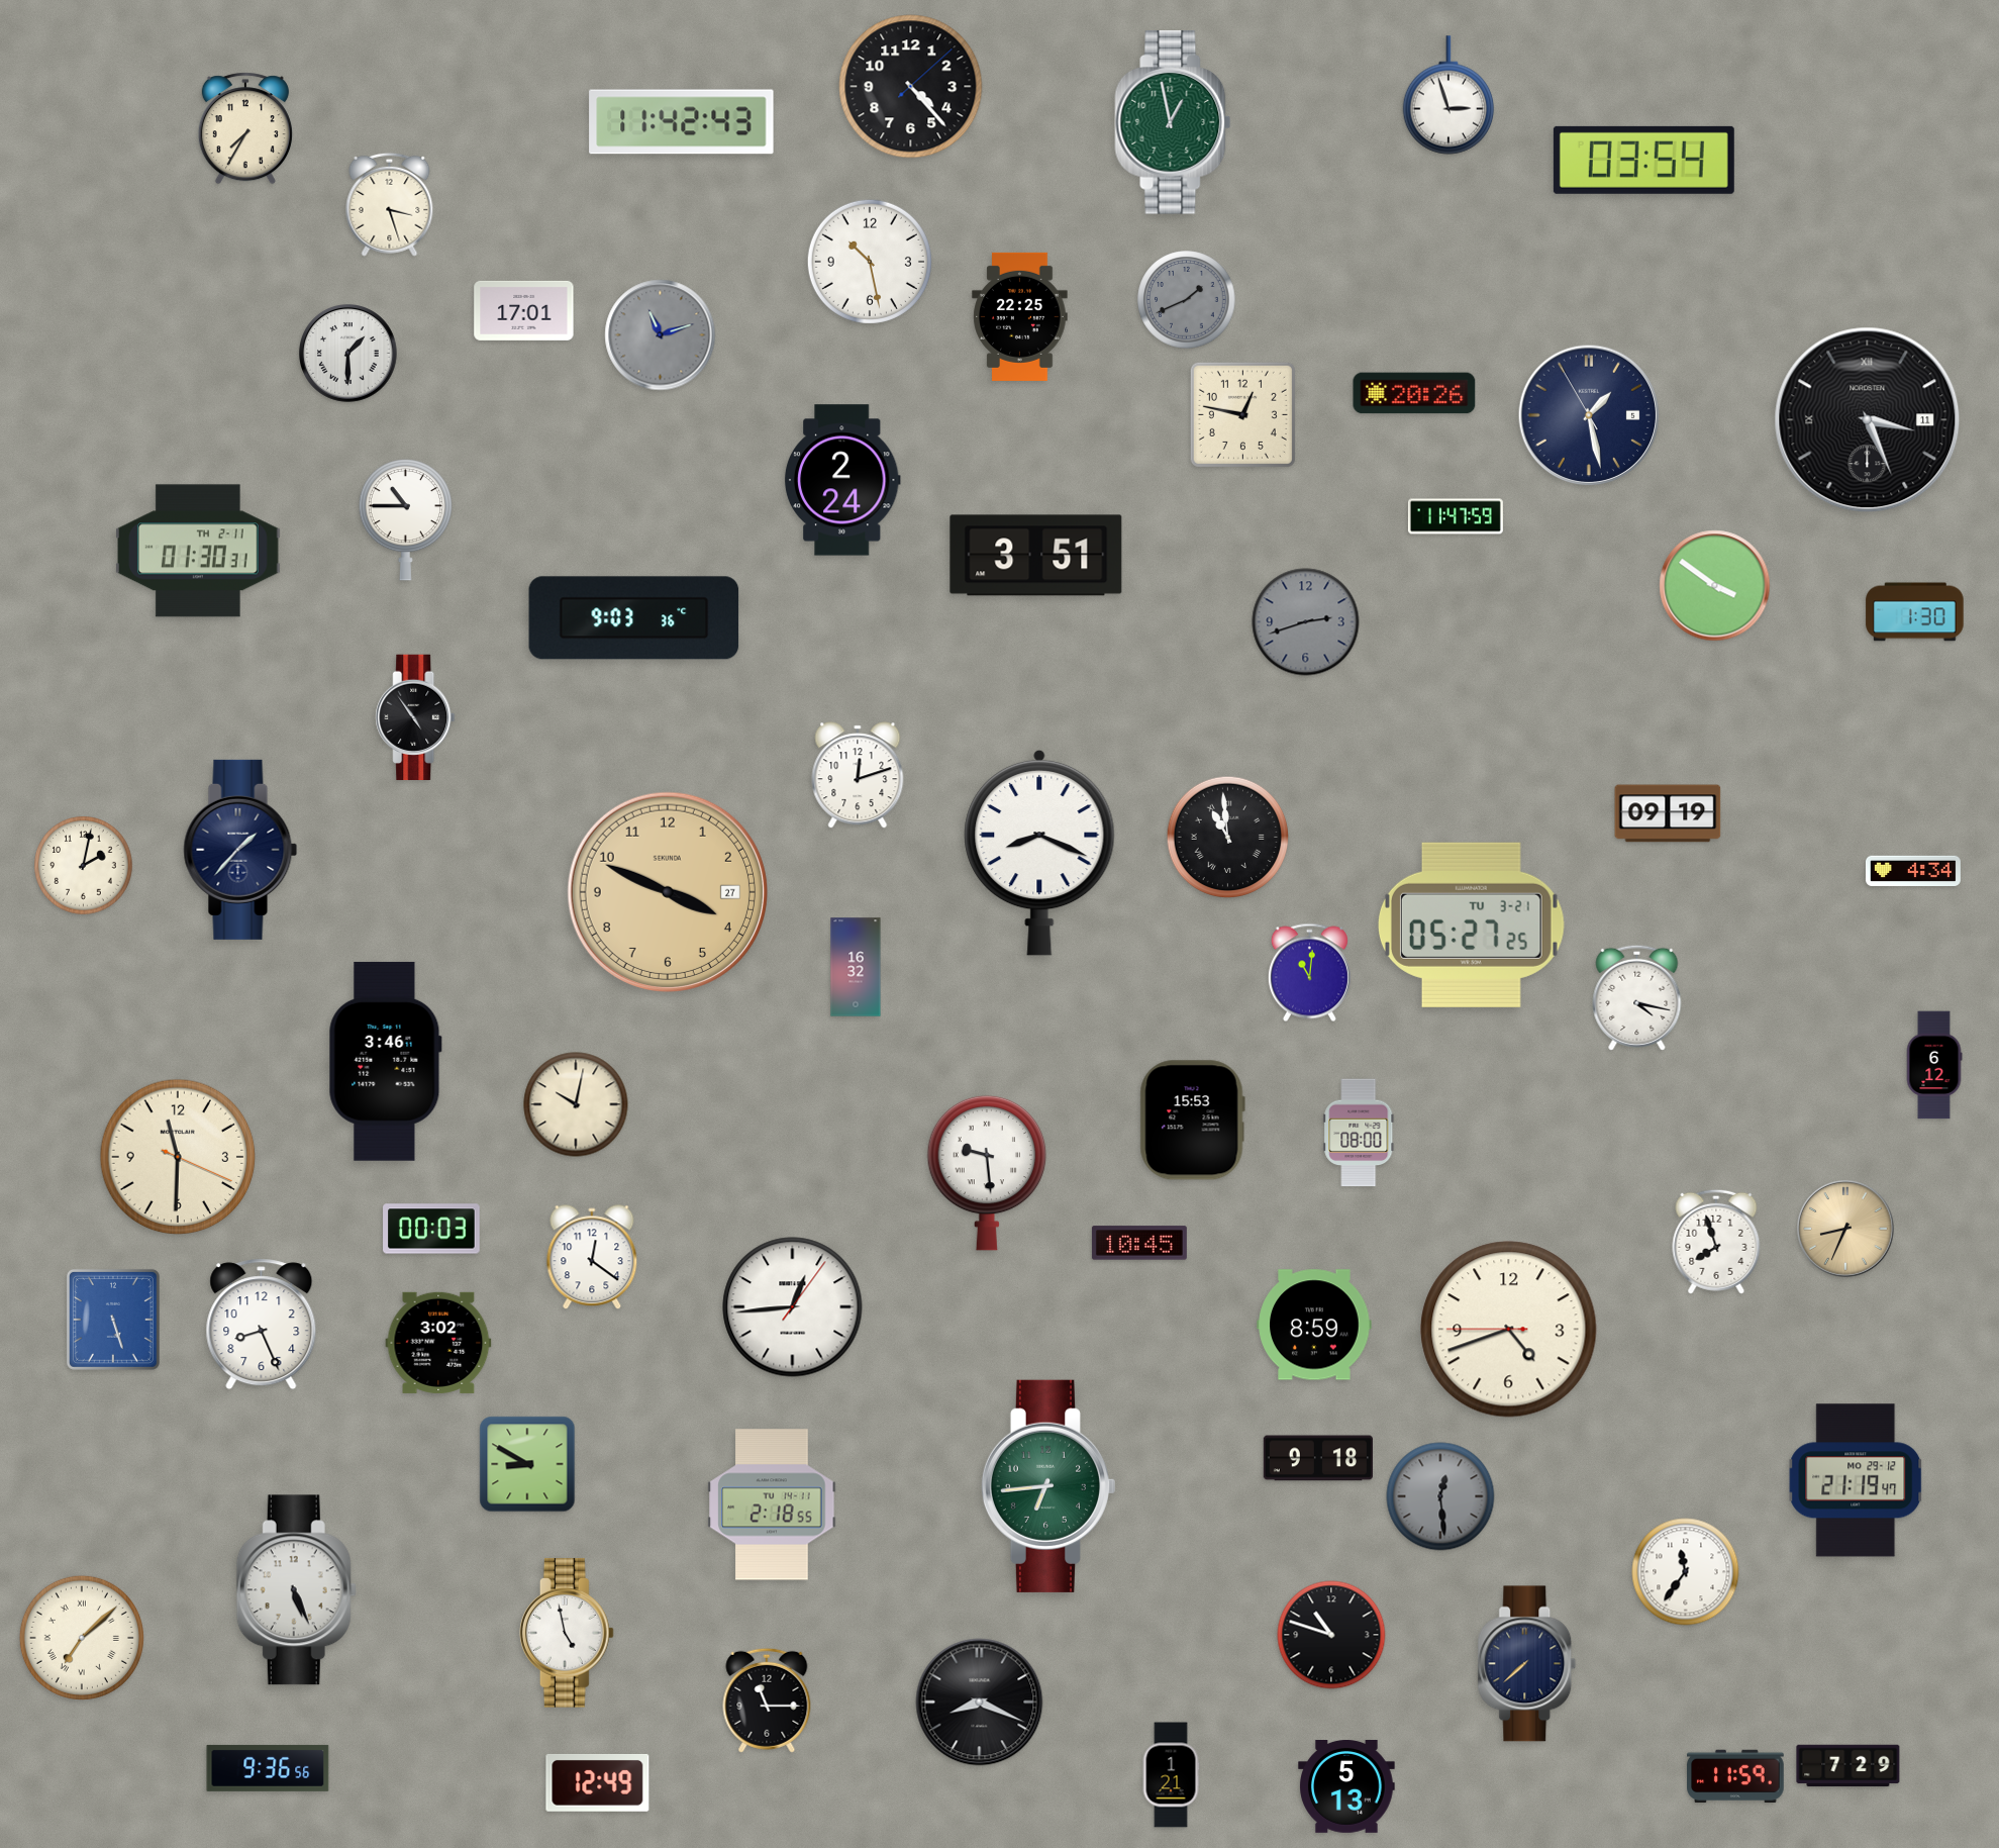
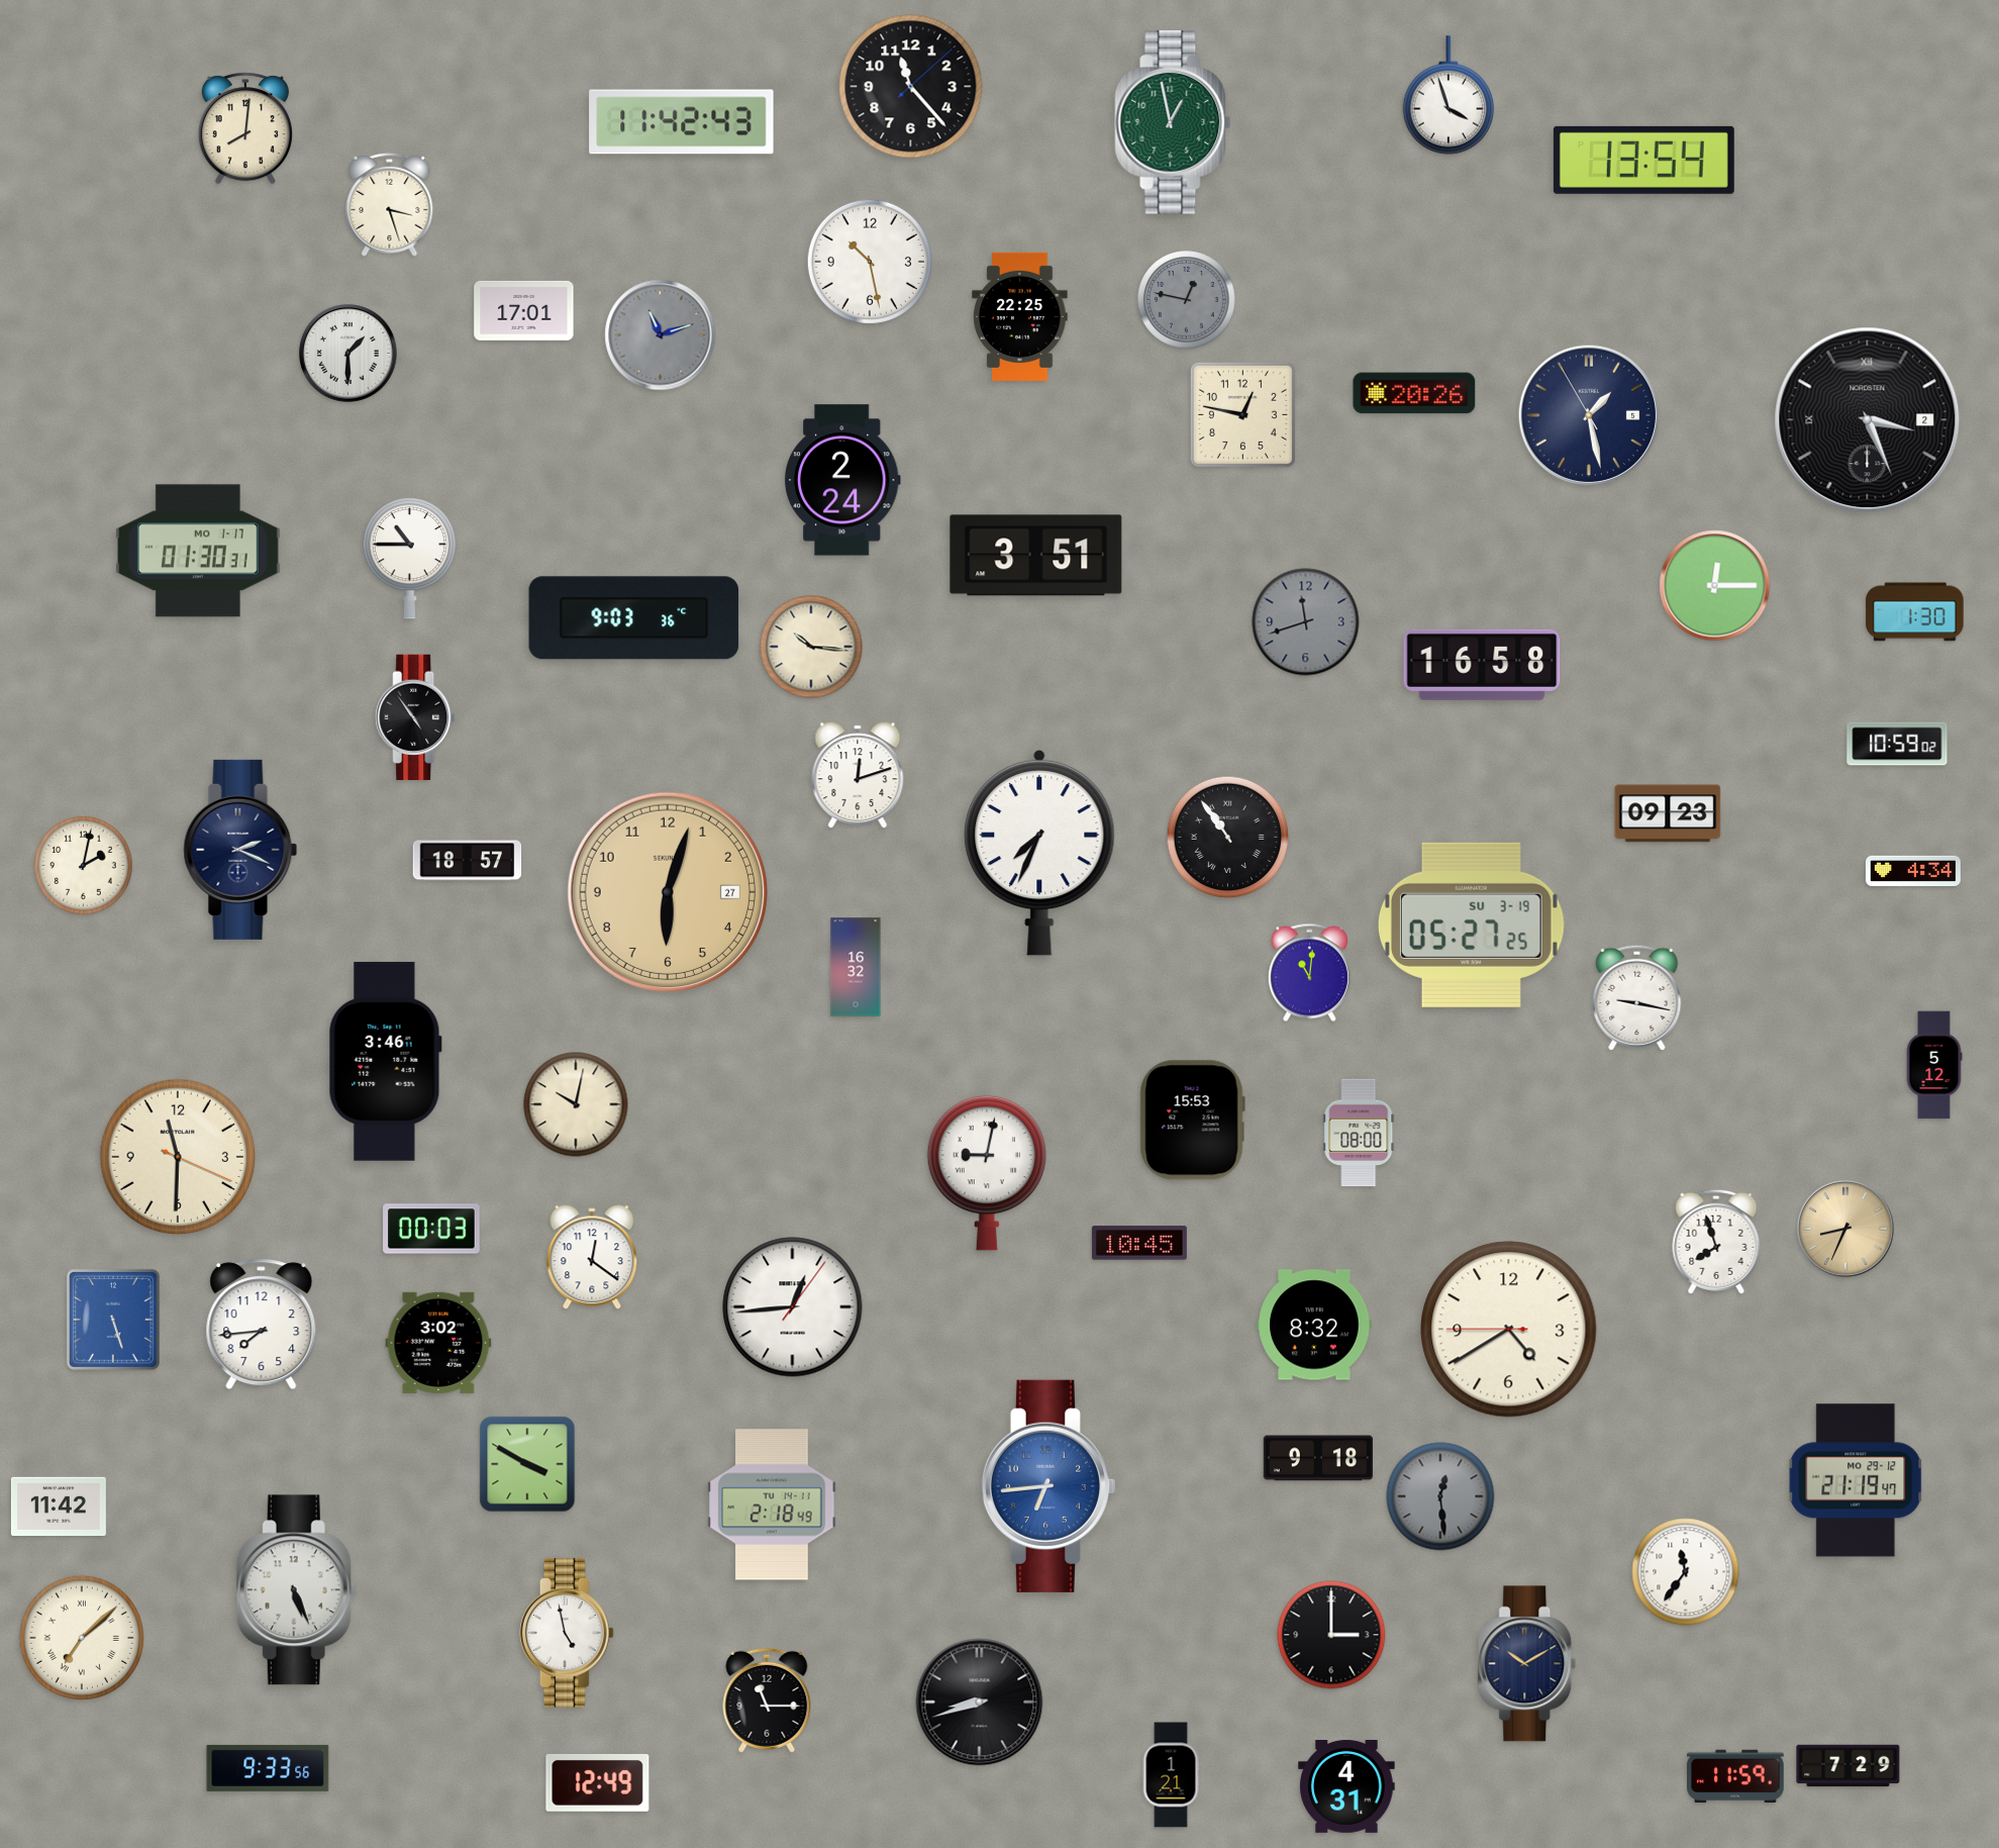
clock at (911, 87): 4:23 -> 11:23
clock at (1448, 95): 2:57 -> 3:57
clock at (245, 128): 7:35 -> 8:01
clock at (1643, 160): 03:54 -> 13:54
clock at (1187, 300): 1:41 -> 12:47
clock at (1868, 420) date: 11 -> 2
clock at (1456, 516): 11:47 -> none
clock at (405, 520) position: (405, 520) -> (409, 559)
clock at (199, 551) date: TH 2-11 -> MO 1-17
clock at (1715, 586): 3:51 -> 12:15
clock at (1306, 622): 2:42 -> 11:42
clock at (811, 647): none -> 10:16
clock at (1482, 665): none -> 16:58
clock at (1897, 744): none -> 10:59
clock at (1668, 813): 09:19 -> 09:23
clock at (1228, 838): 10:59 -> 10:54
clock at (240, 850): 1:37 -> 2:19
clock at (1039, 853): 8:19 -> 7:34
clock at (468, 861): none -> 18:57
clock at (667, 891): 3:49 -> 6:03
clock at (1471, 925) date: TU 3-21 -> SU 3-19
clock at (1637, 997): 4:17 -> 9:17
clock at (1934, 1065): 6:12 -> 5:12
clock at (986, 1173): 9:29 -> 9:02
clock at (262, 1325): 8:26 -> 7:44
clock at (1314, 1325): 8:59 -> 8:32
clock at (1509, 1330): 4:41 -> 4:39
clock at (527, 1464): 8:50 -> 3:50
clock at (1047, 1486) dial: green -> blue
clock at (772, 1504): 2:18:55 -> 2:18:49
clock at (59, 1506): none -> 11:42
clock at (1331, 1635): 10:48 -> 3:00
clock at (1527, 1664): 7:38 -> 10:10
clock at (980, 1703): 8:19 -> 8:42
clock at (268, 1768): 9:36 -> 9:33
clock at (1346, 1787): 5:13 -> 4:31
